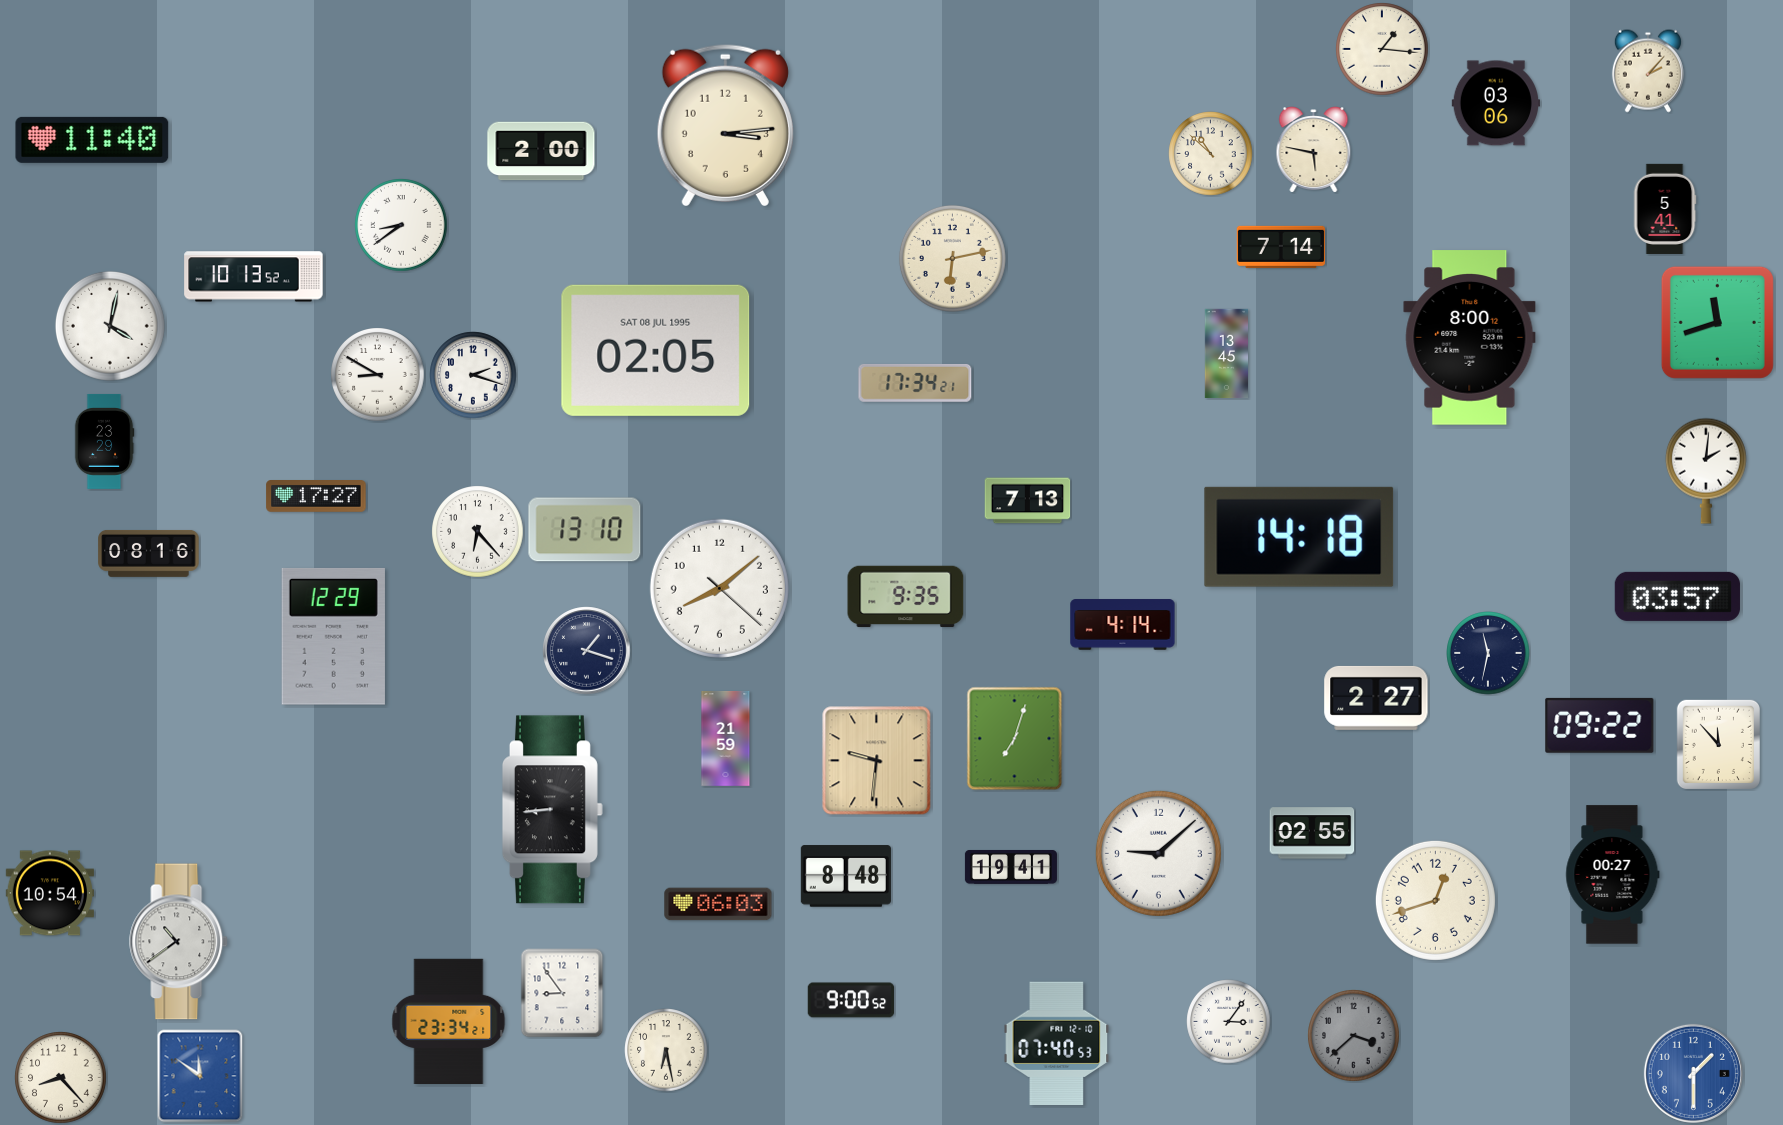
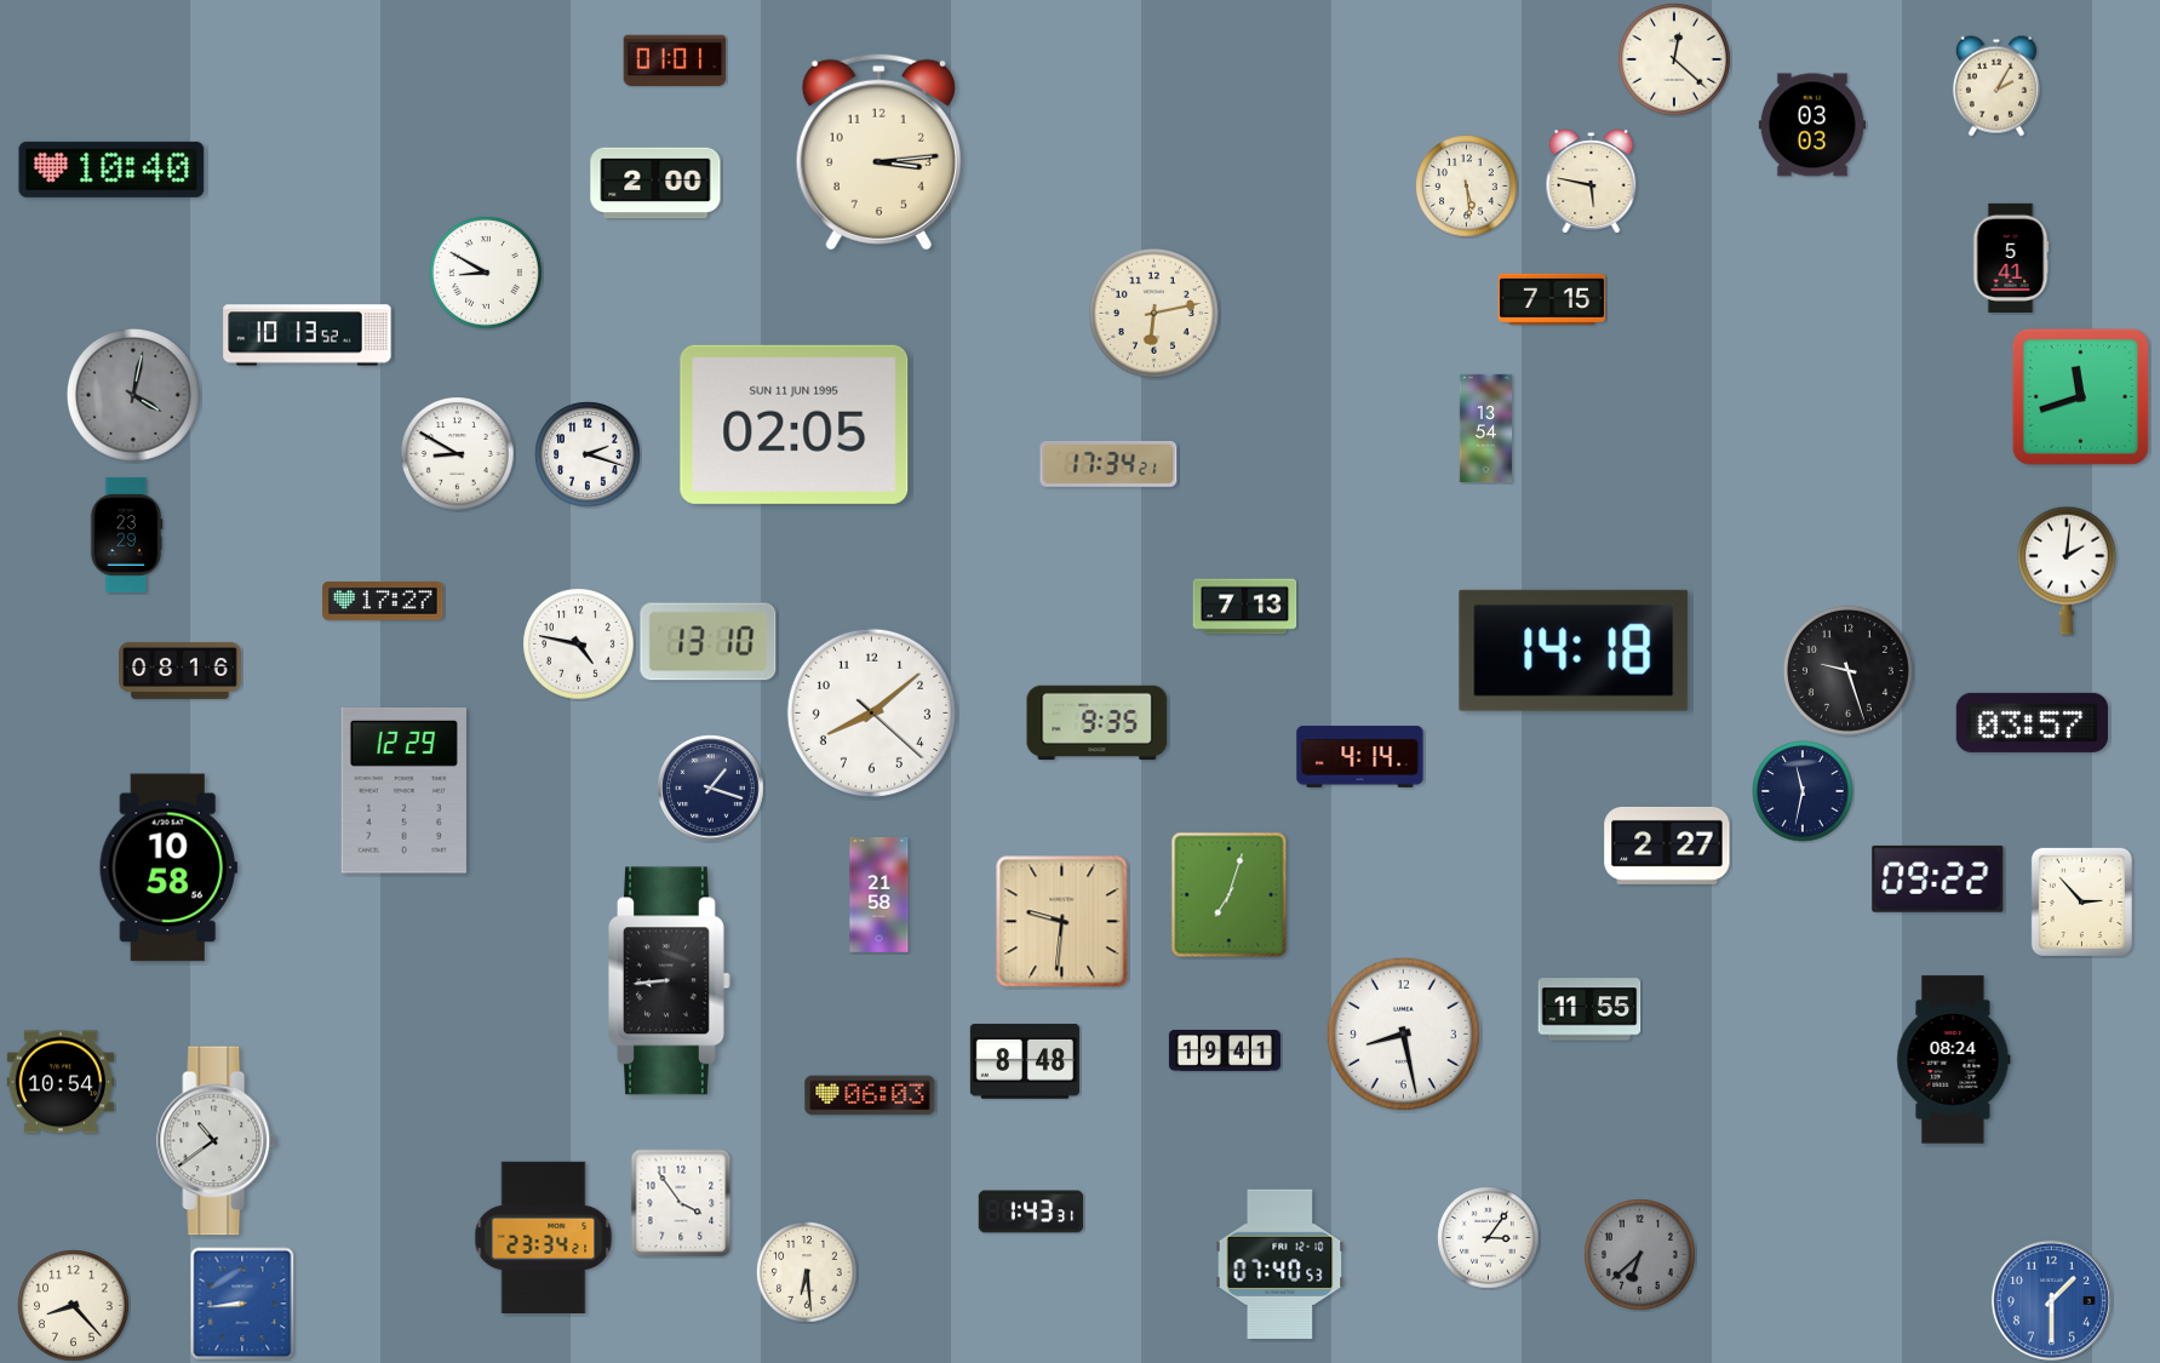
clock at (1382, 49): 1:16 -> 12:22
clock at (675, 61): none -> 01:01
clock at (1648, 71): 2:07 -> 2:05
clock at (1495, 103): 03:06 -> 03:03
clock at (92, 140): 11:40 -> 10:40
clock at (1211, 154): 10:52 -> 5:29
clock at (1665, 209) position: (1665, 209) -> (2011, 258)
clock at (401, 225): 8:39 -> 8:50
clock at (1280, 247): 7:14 -> 7:15
clock at (1717, 322) position: (1717, 322) -> (2080, 396)
clock at (110, 326) dial: white -> grey
clock at (1470, 338): 8:00 -> none
clock at (656, 350) date: SAT 08 JUL 1995 -> SUN 11 JUN 1995
clock at (1226, 354): 13:45 -> 13:54
clock at (473, 375) position: (473, 375) -> (588, 454)
clock at (478, 532): 6:23 -> 4:47
clock at (1847, 670): none -> 9:27
clock at (333, 637) position: (333, 637) -> (403, 791)
clock at (168, 867): none -> 10:58
clock at (726, 739): 21:59 -> 21:58
clock at (1718, 744): 11:53 -> 2:53
clock at (1312, 833): 02:55 -> 11:55
clock at (1158, 853): 9:08 -> 8:28
clock at (1613, 875): 00:27 -> 08:24
clock at (1435, 900): 12:42 -> none
clock at (562, 993): 8:54 -> 3:54
clock at (851, 1000): 9:00 -> 1:43
clock at (1354, 1036): 3:38 -> 6:38
clock at (666, 1050): 6:28 -> 6:29
clock at (200, 1076): 11:51 -> 8:44
